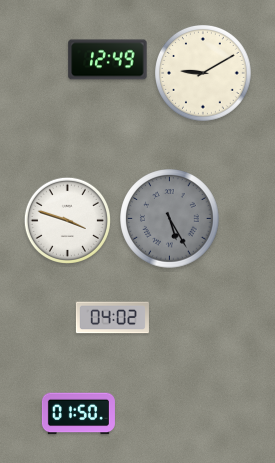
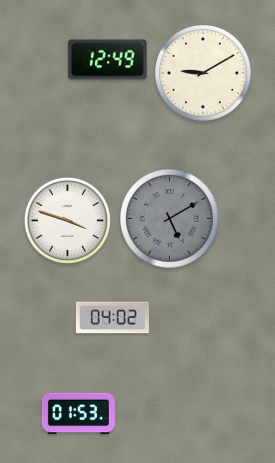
clock at (170, 219): 5:25 -> 5:10
clock at (78, 414): 01:50 -> 01:53
